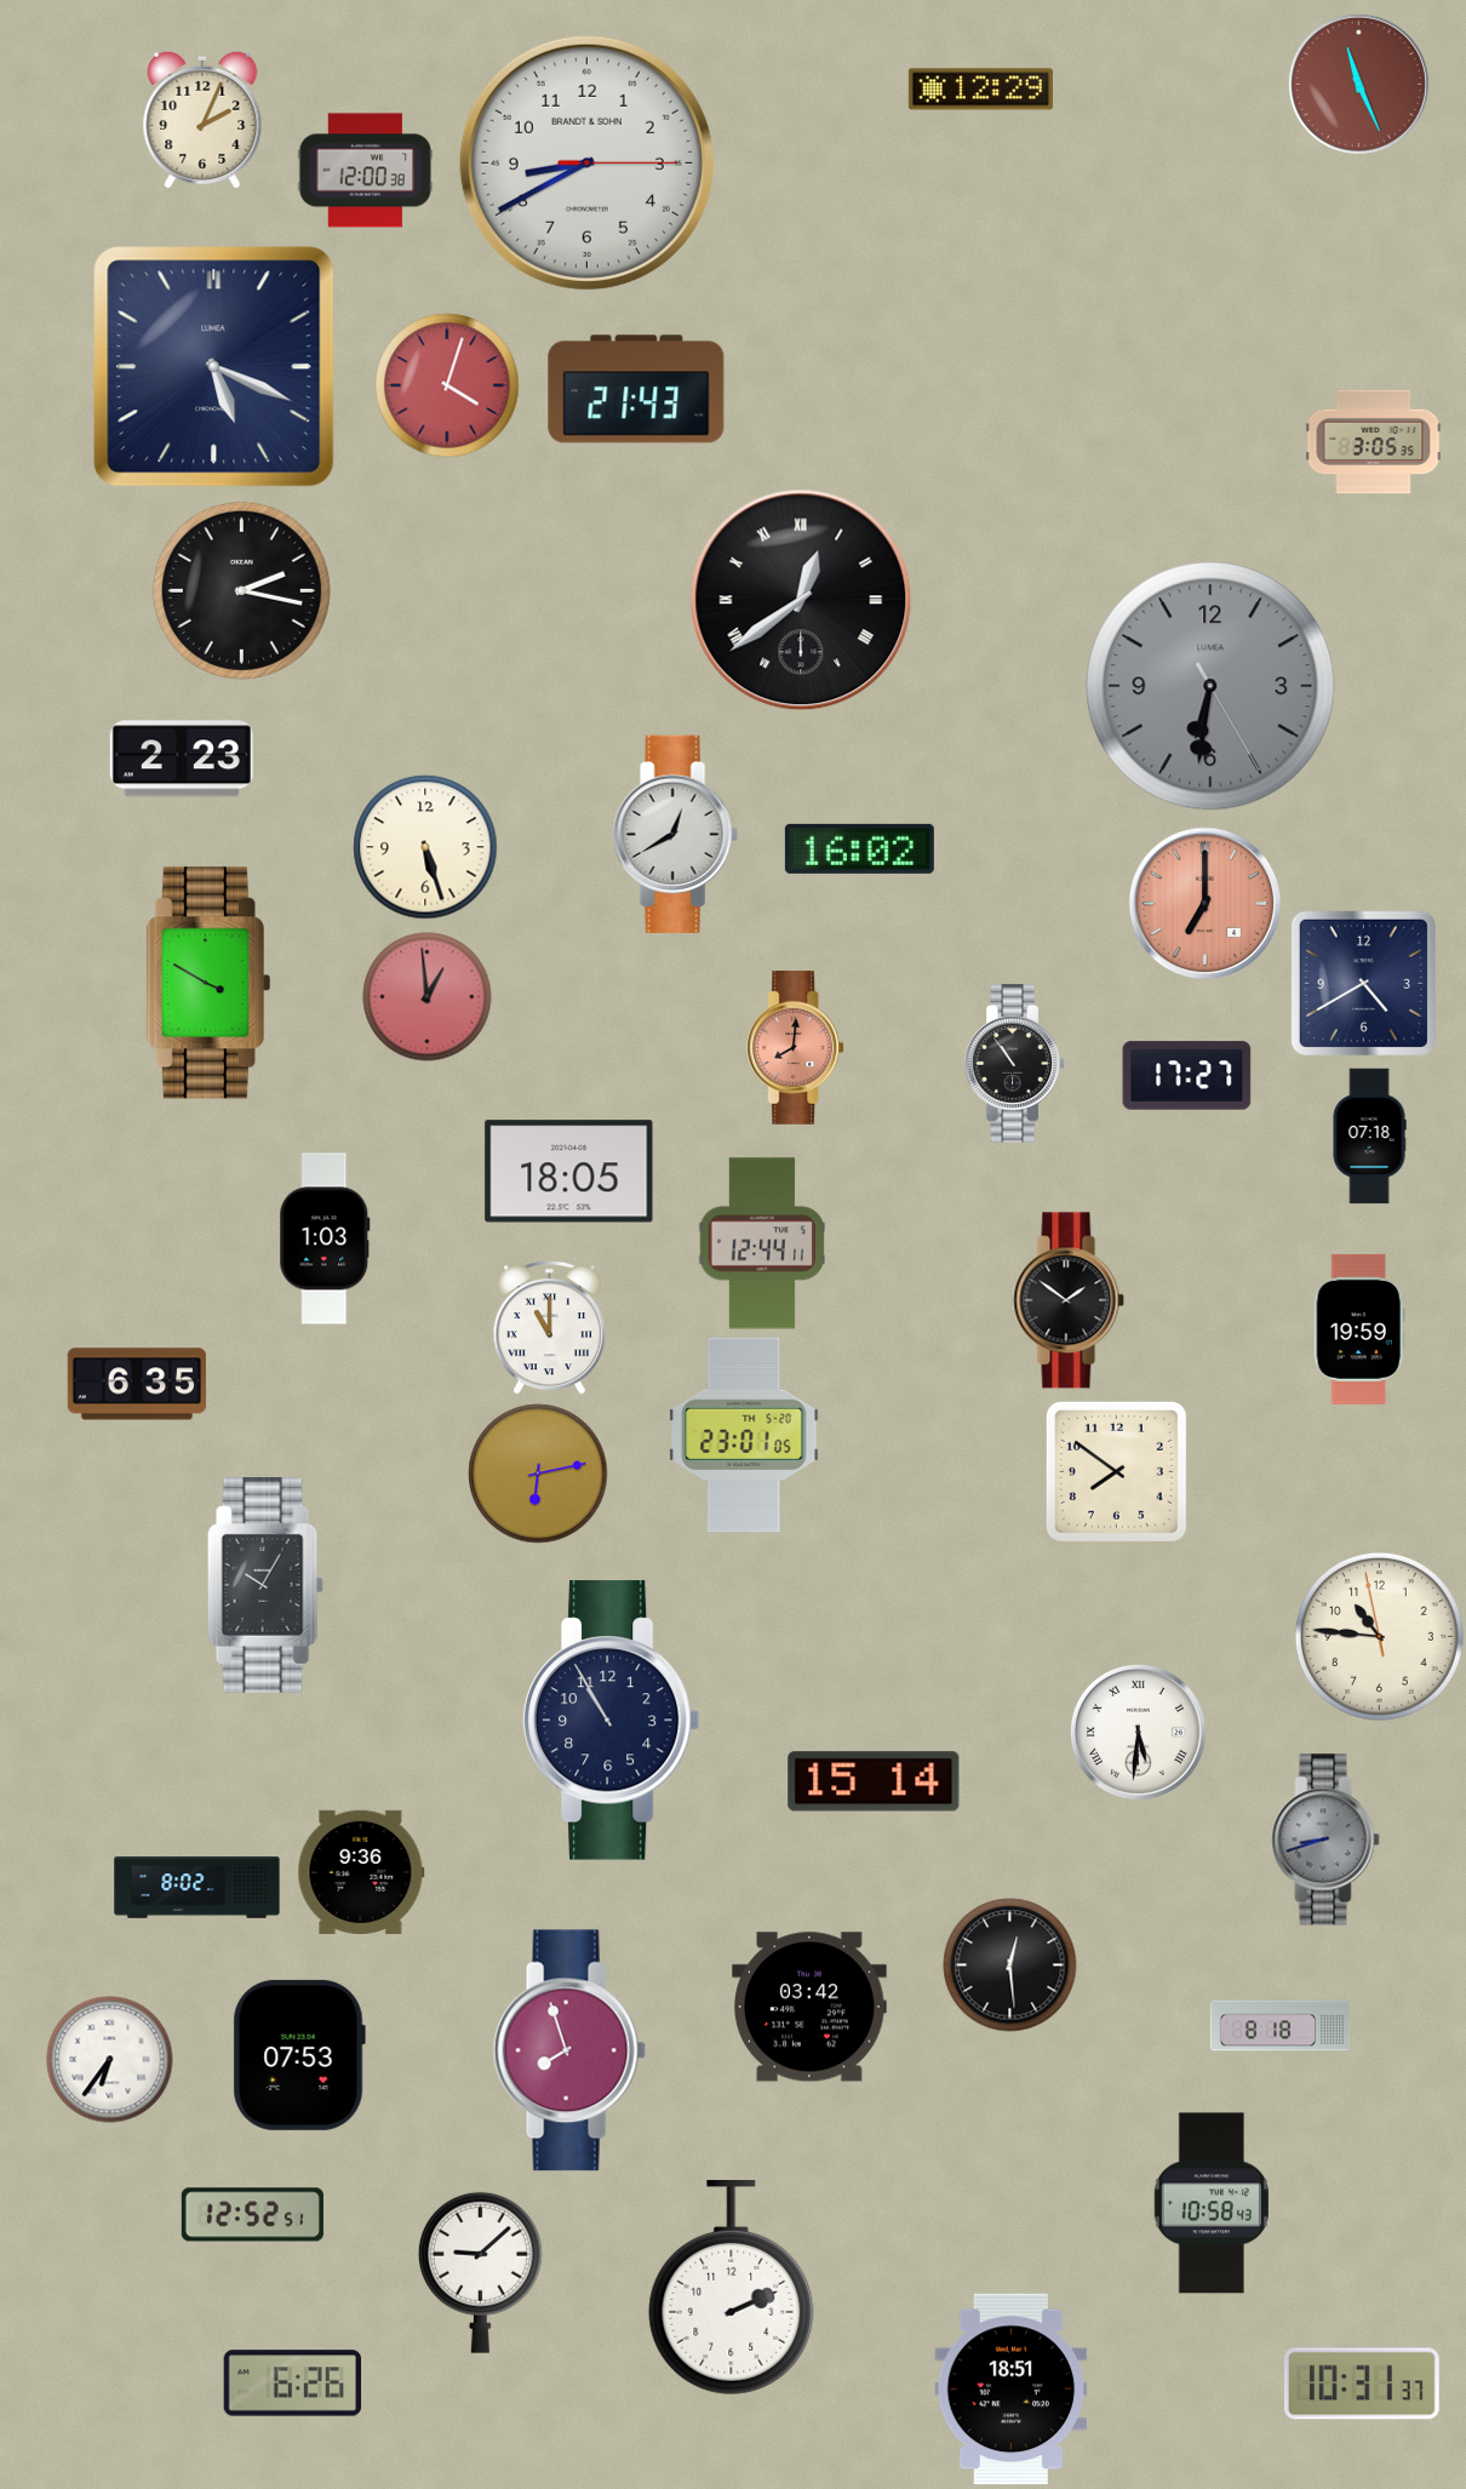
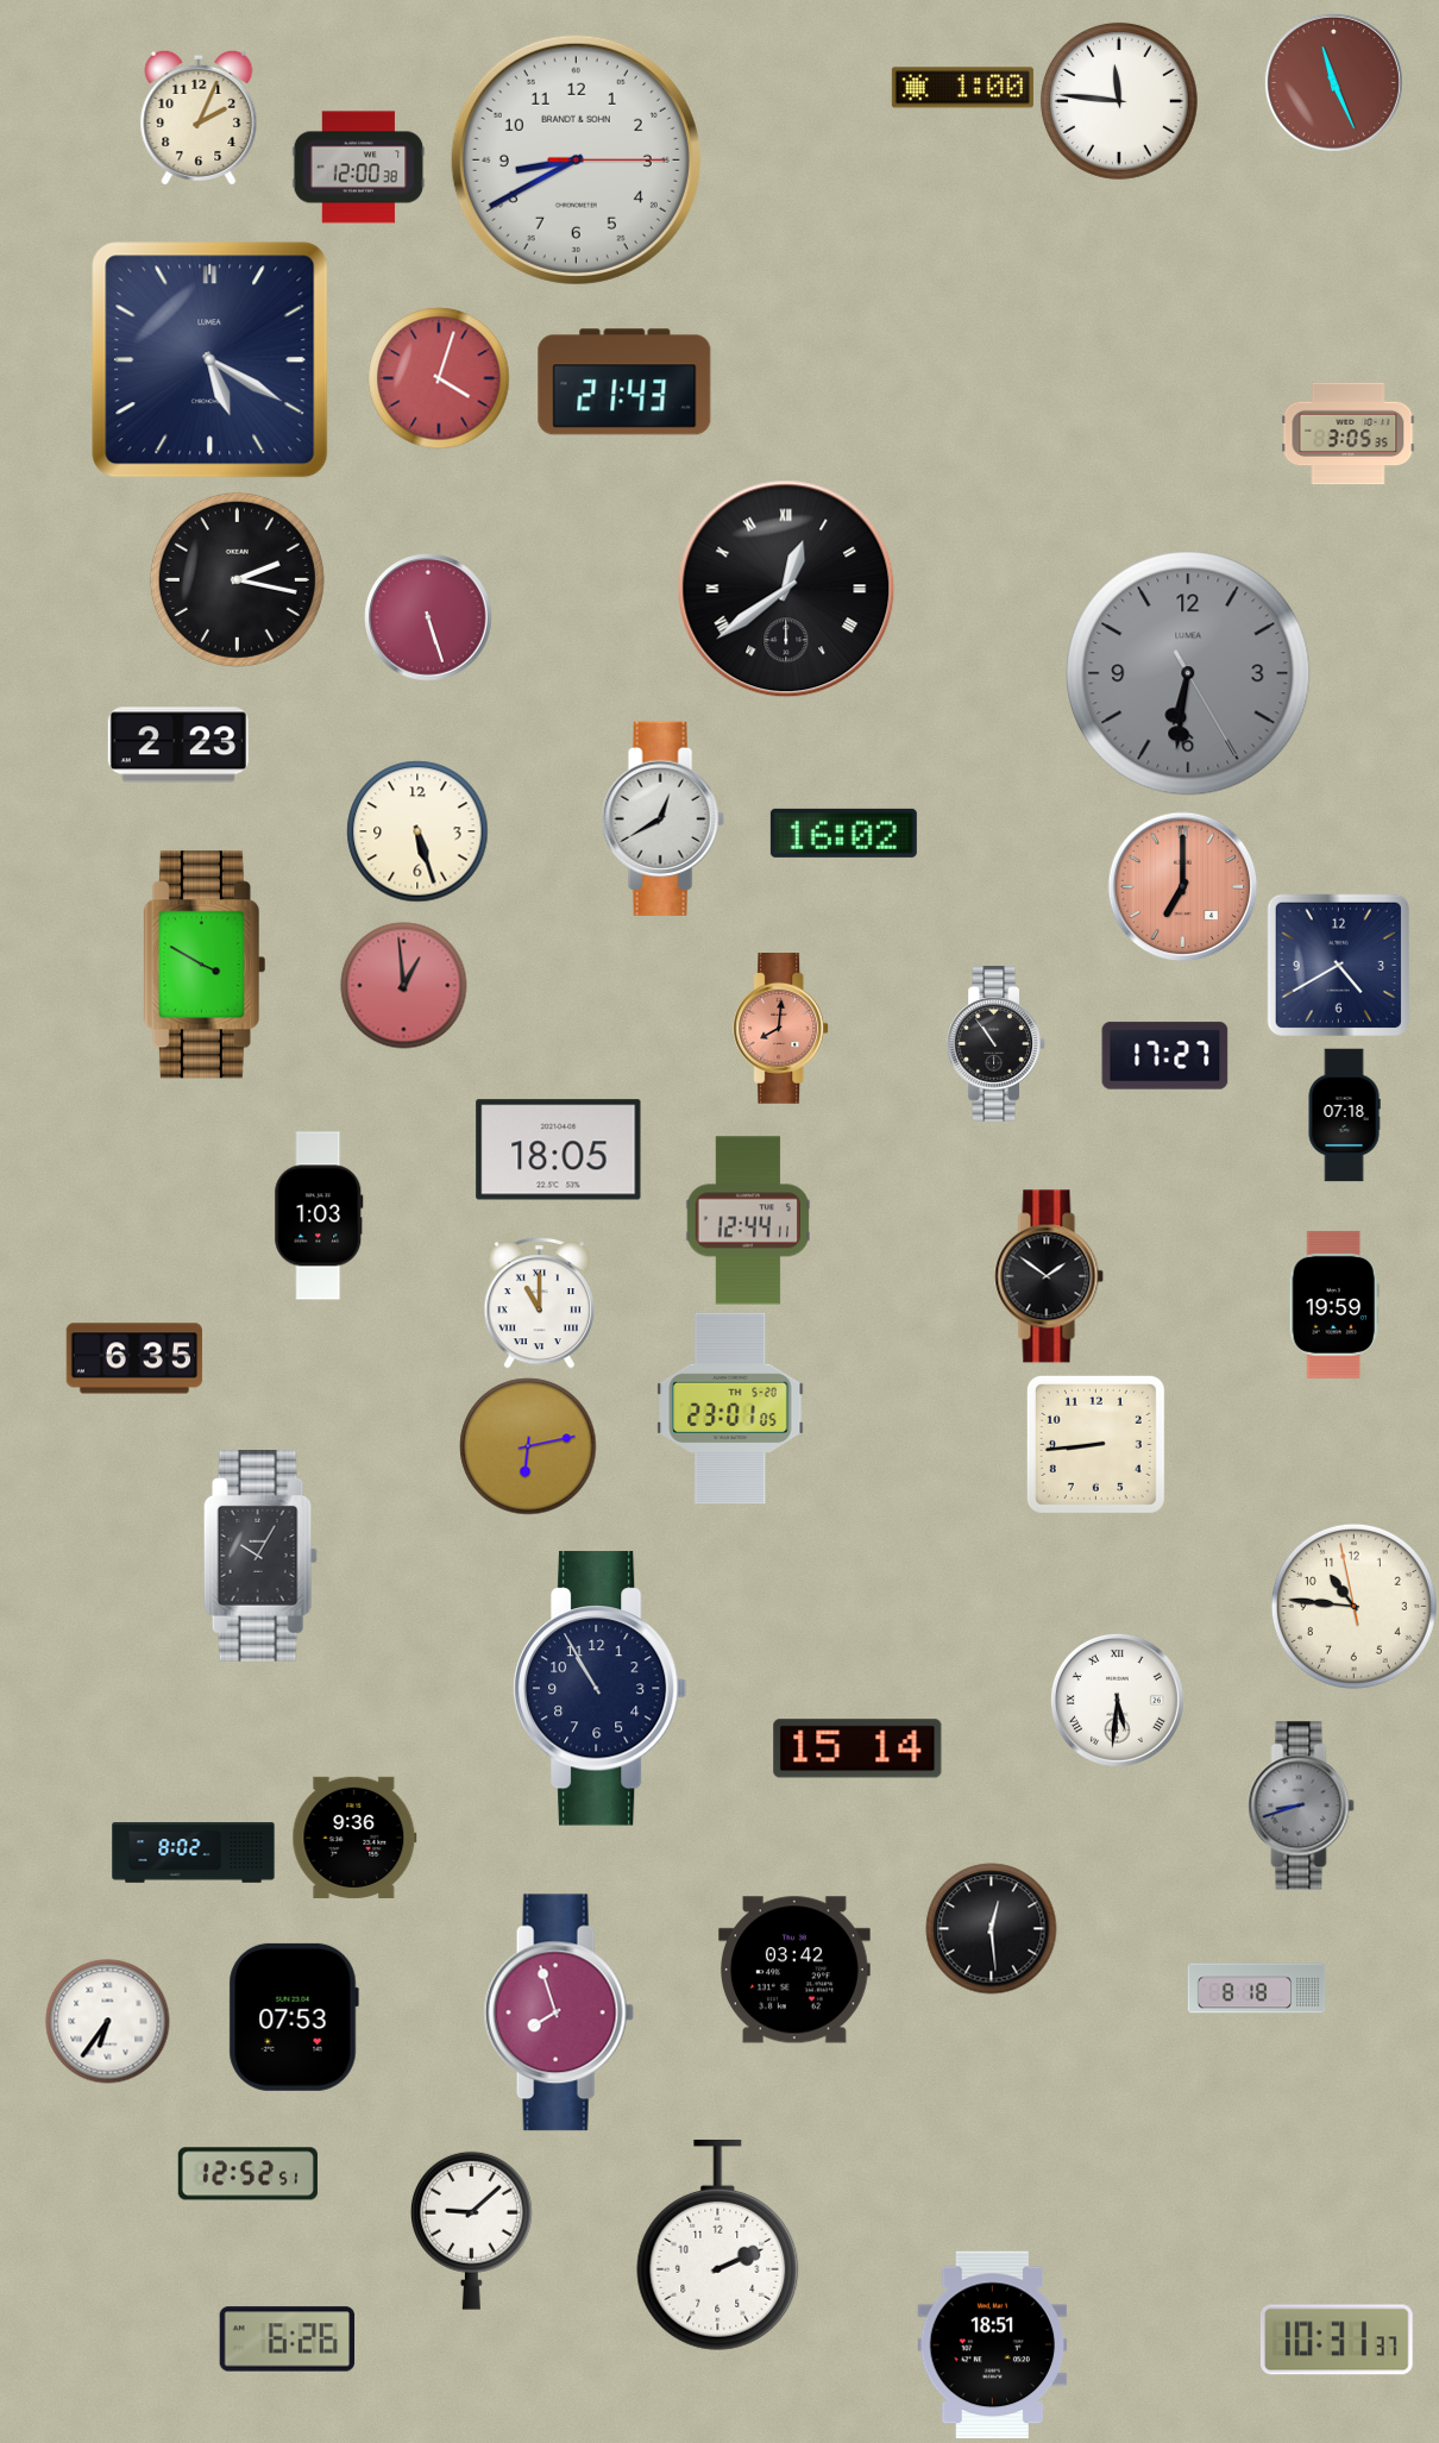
clock at (980, 90): 12:29 -> 1:00
clock at (1119, 101): none -> 11:46
clock at (214, 367): 5:19 -> 5:20
clock at (428, 617): none -> 5:27
clock at (428, 997) position: (428, 997) -> (404, 986)
clock at (1116, 1471): 7:51 -> 8:44
clock at (1212, 2203): 10:58 -> none
